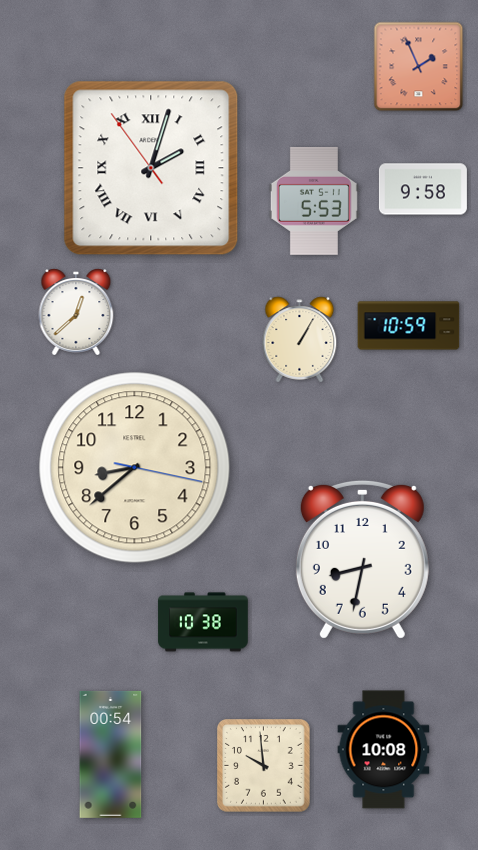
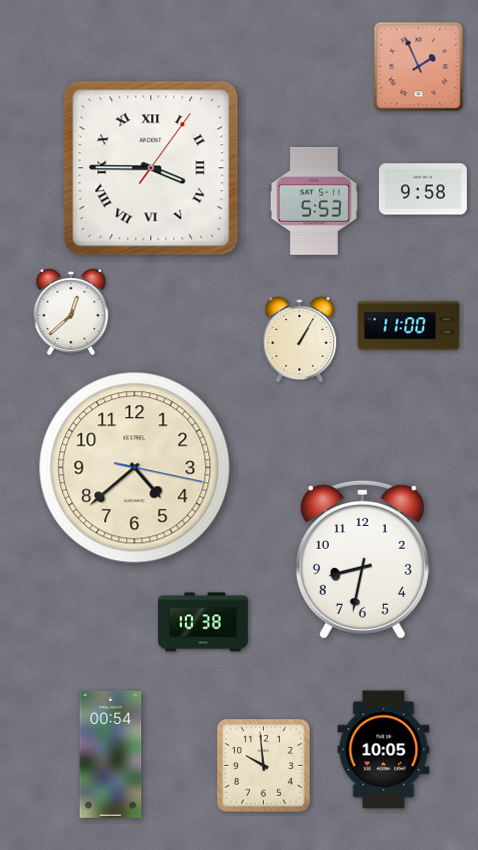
clock at (151, 168): 2:02 -> 3:45
clock at (76, 312) position: (76, 312) -> (71, 312)
clock at (409, 326): 10:59 -> 11:00
clock at (135, 468): 8:38 -> 4:38
clock at (384, 750): 10:08 -> 10:05
